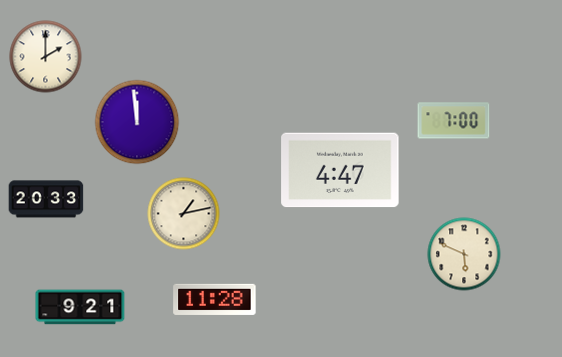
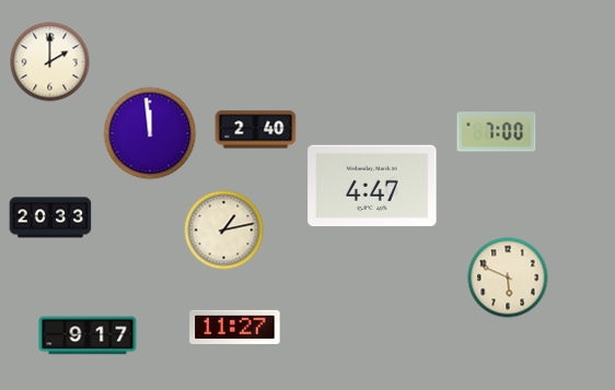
clock at (256, 130): none -> 2:40
clock at (184, 214) position: (184, 214) -> (224, 231)
clock at (215, 299): 11:28 -> 11:27
clock at (80, 307): 9:21 -> 9:17
